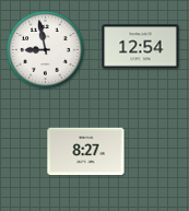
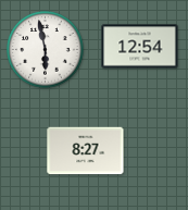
clock at (46, 50): 8:58 -> 5:58
